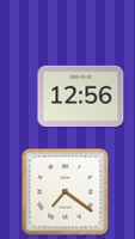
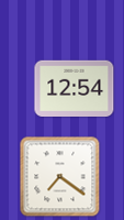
clock at (81, 96): 12:56 -> 12:54
